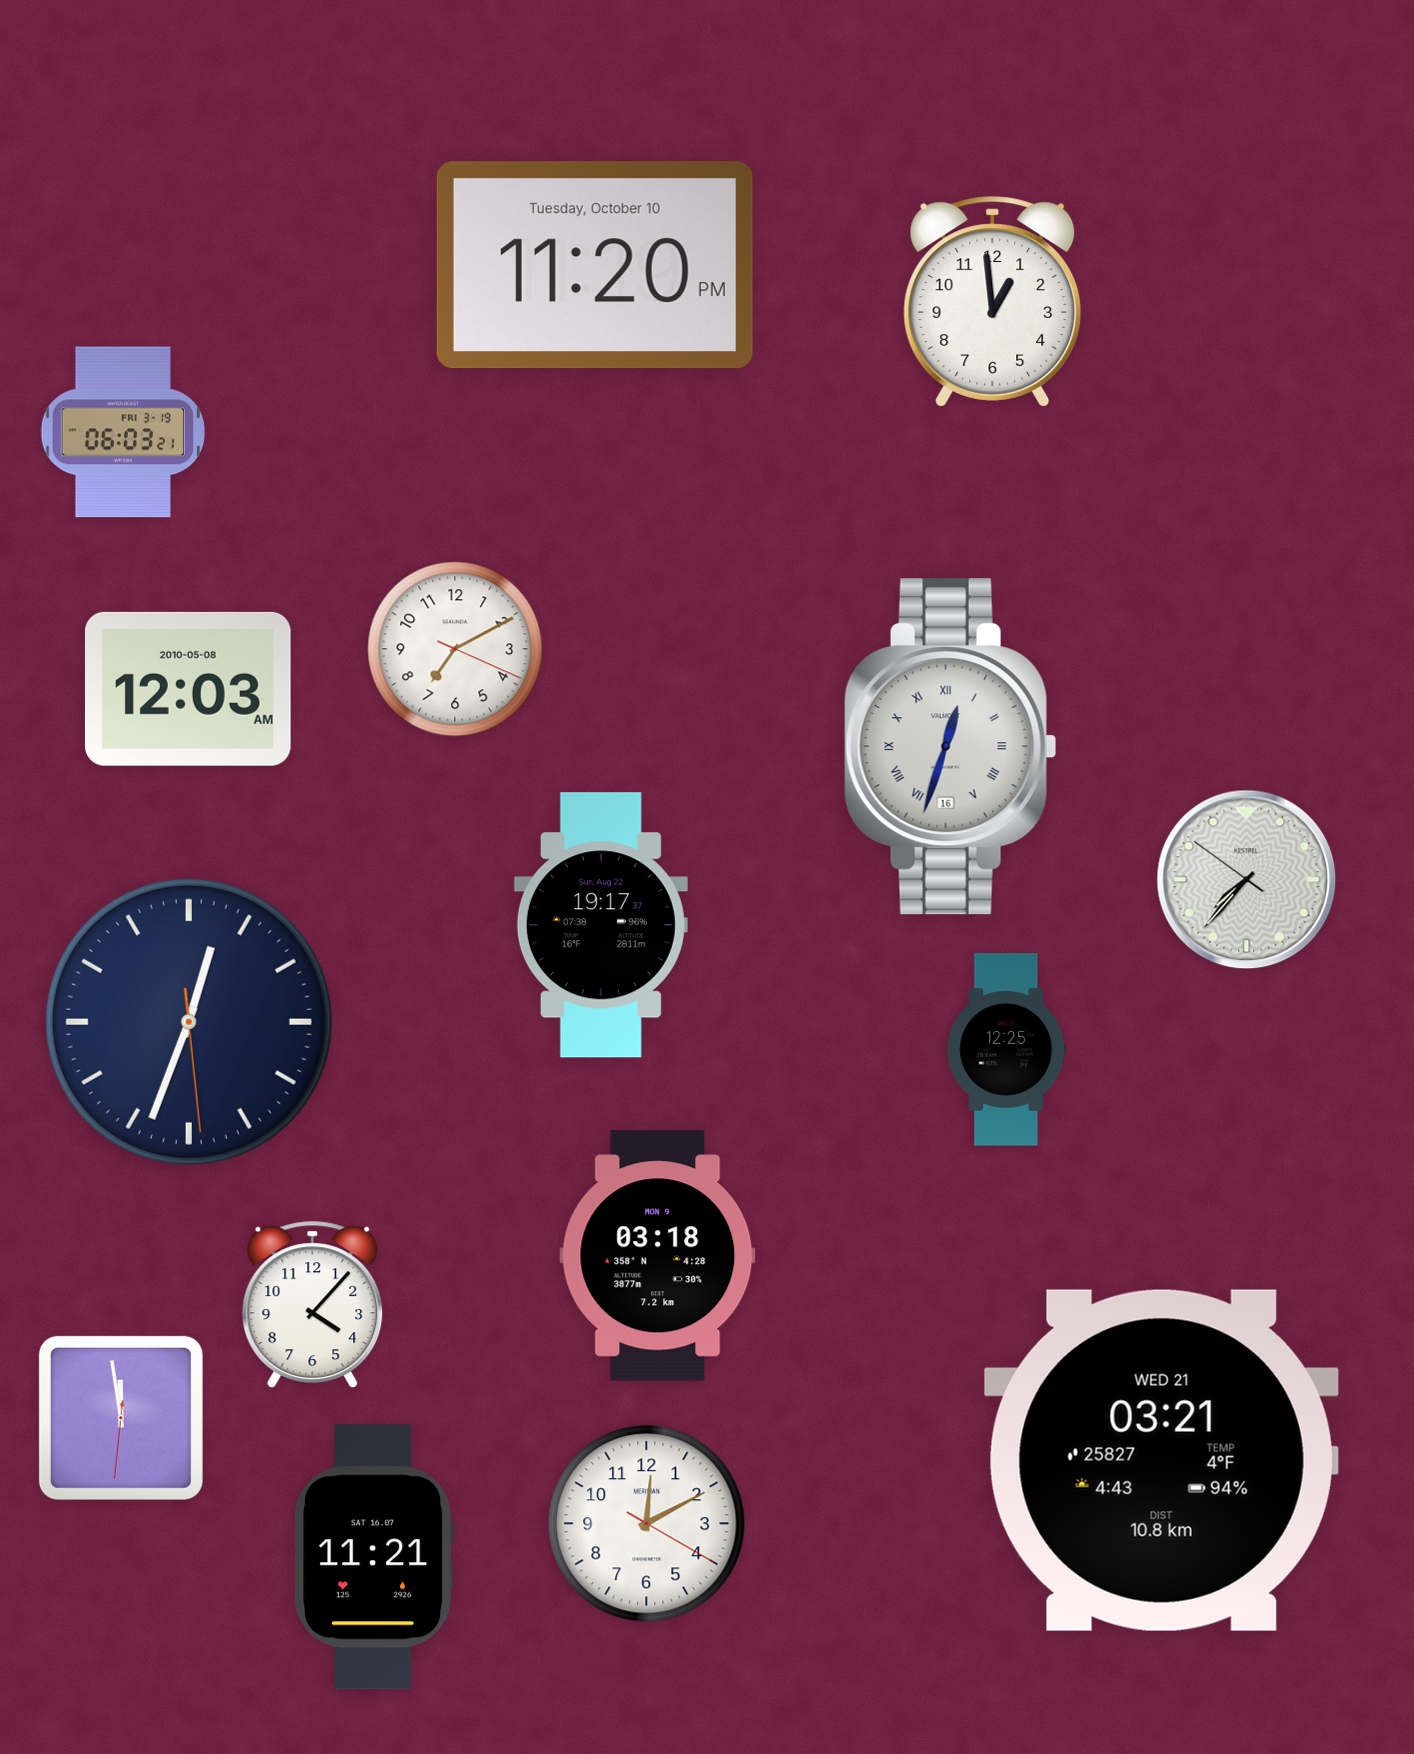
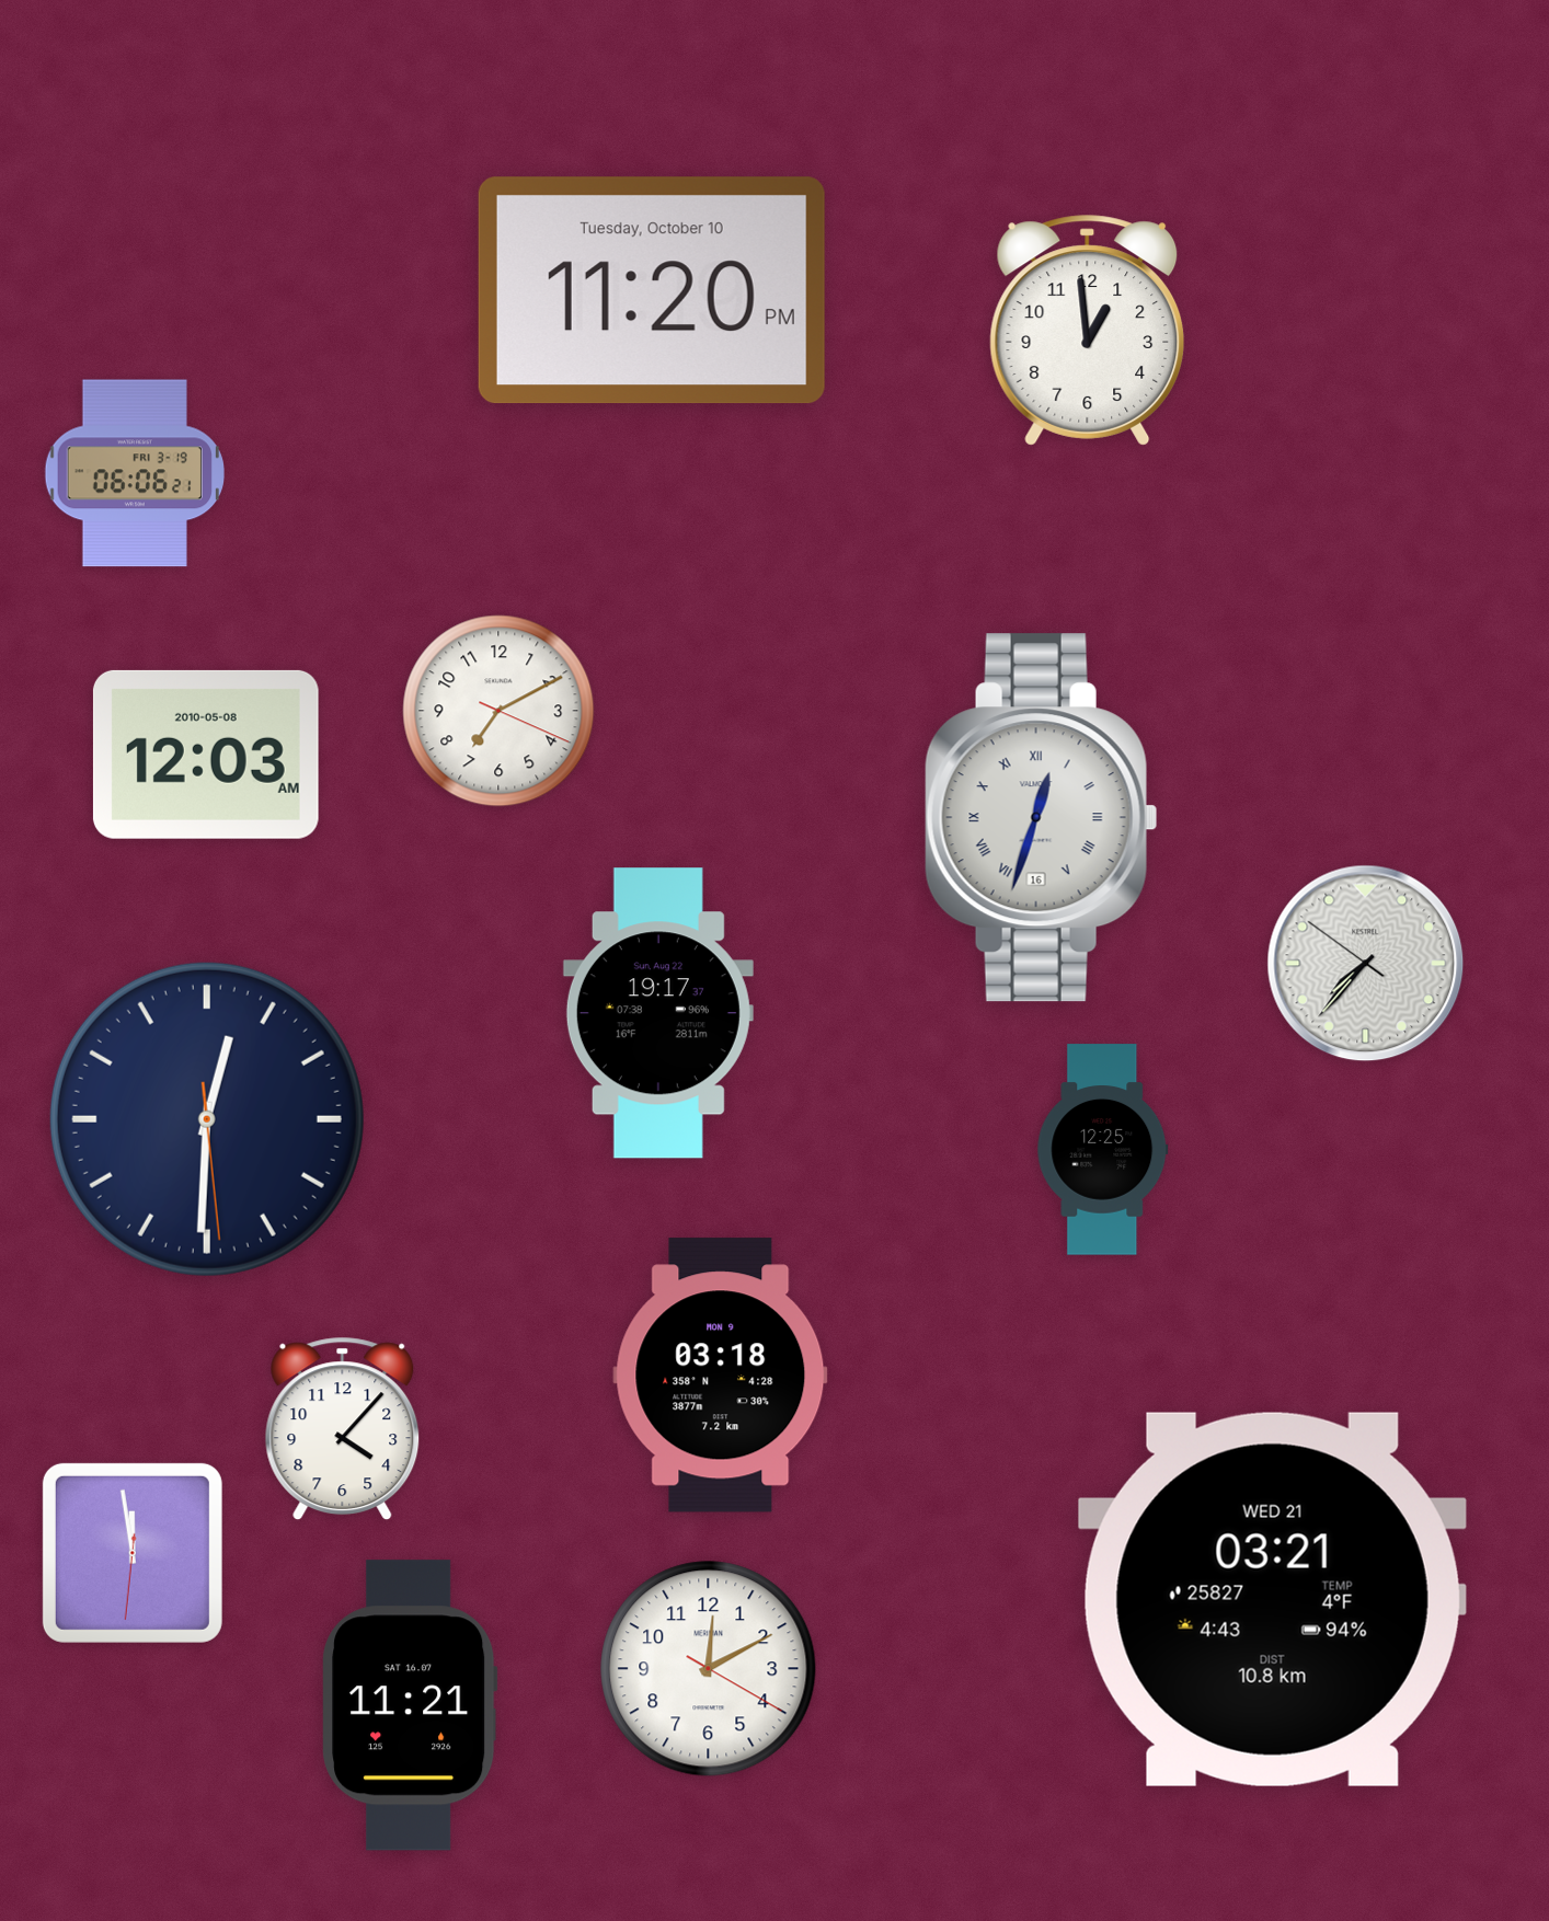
clock at (122, 432): 06:03 -> 06:06
clock at (189, 1022): 12:33 -> 12:30
